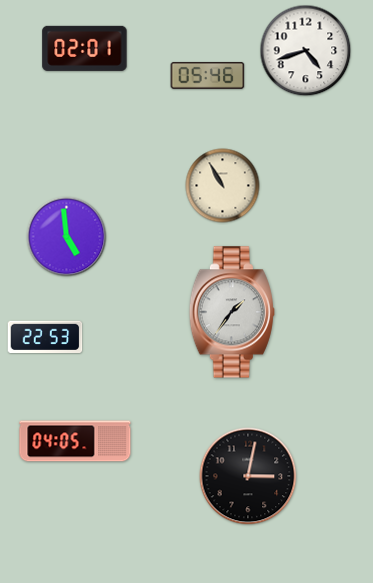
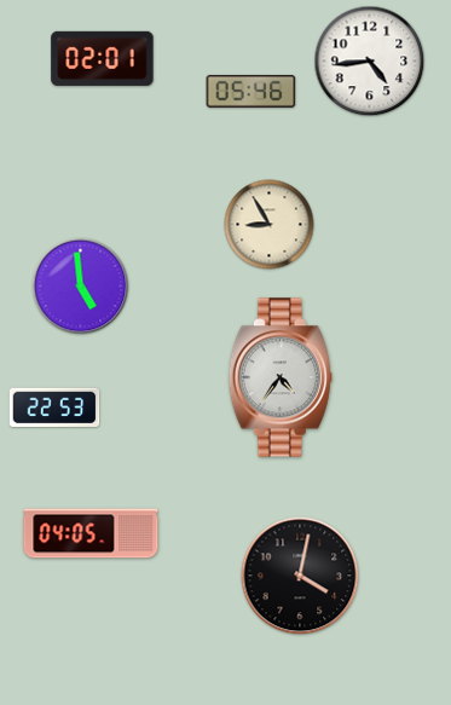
clock at (306, 51): 4:42 -> 4:44
clock at (223, 186): 10:55 -> 8:55
clock at (232, 312): 1:36 -> 4:36
clock at (248, 476): 3:02 -> 4:02
